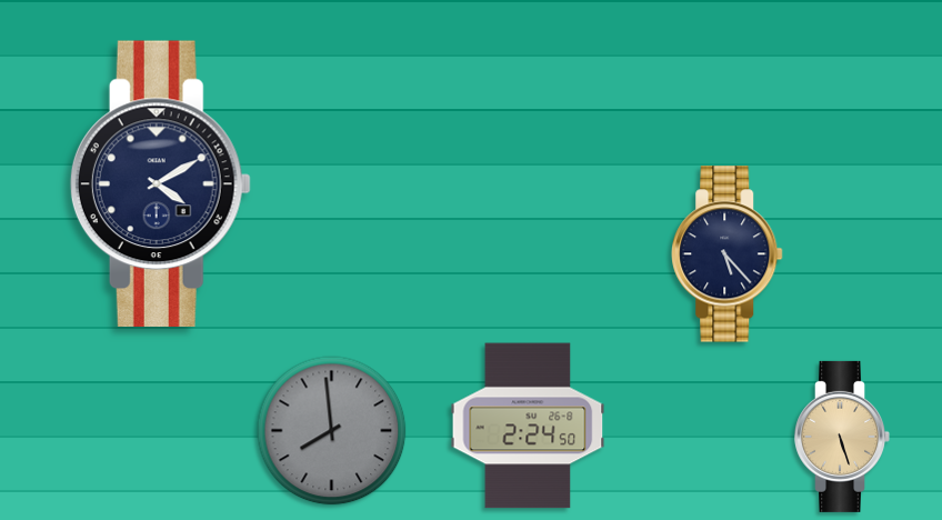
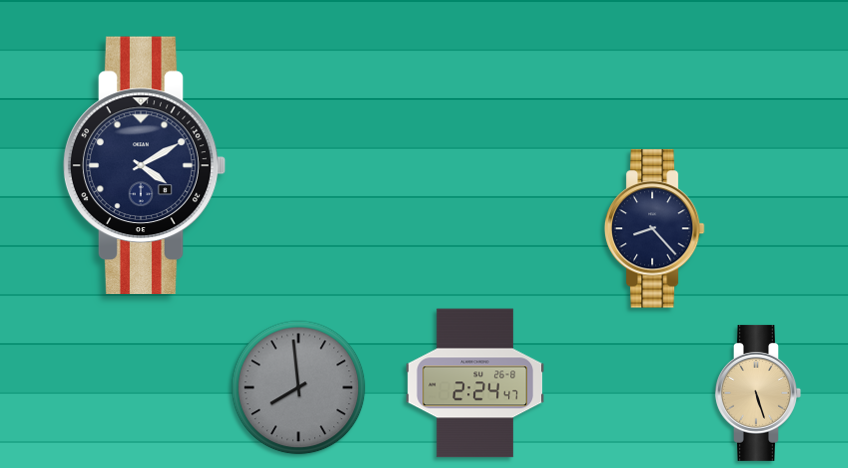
clock at (728, 254): 5:23 -> 8:23
clock at (528, 426): 2:24:50 -> 2:24:47
